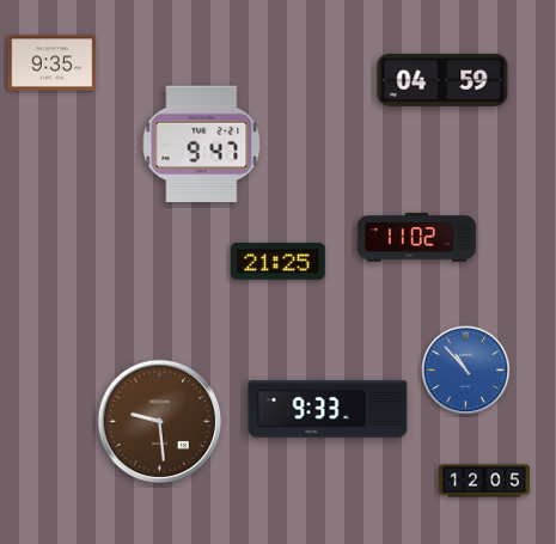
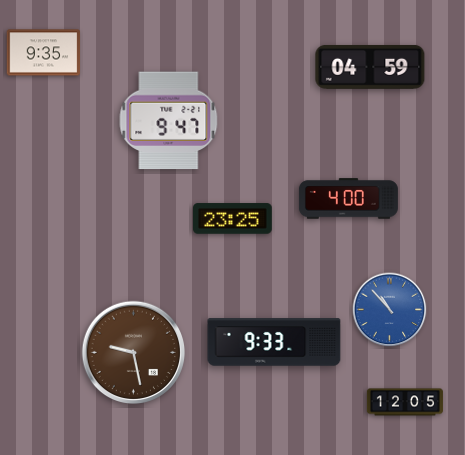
clock at (416, 238): 11:02 -> 4:00
clock at (279, 262): 21:25 -> 23:25
clock at (160, 422): 9:29 -> 9:28
